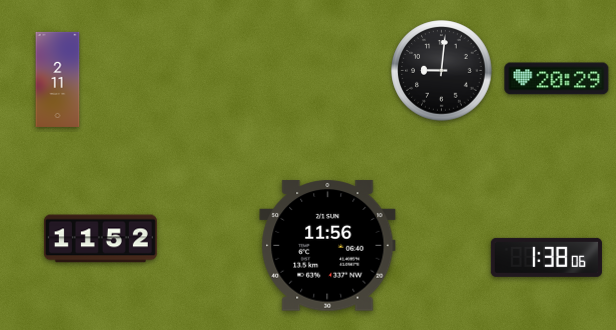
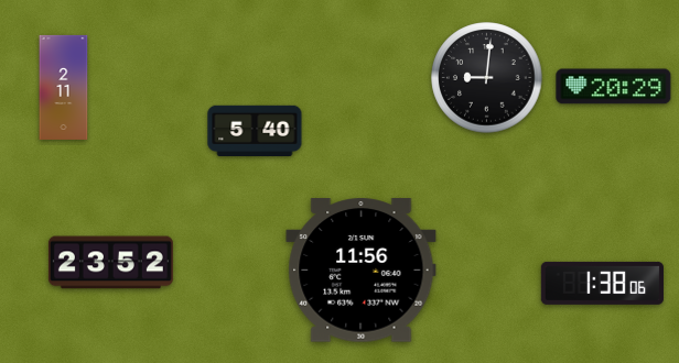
clock at (255, 130): none -> 5:40
clock at (100, 239): 11:52 -> 23:52
